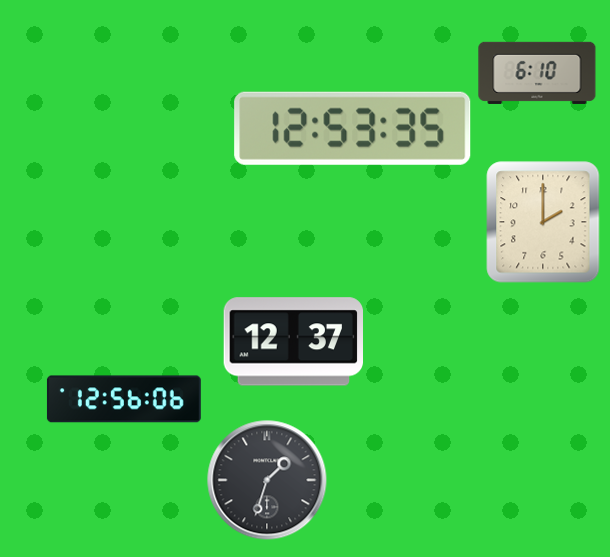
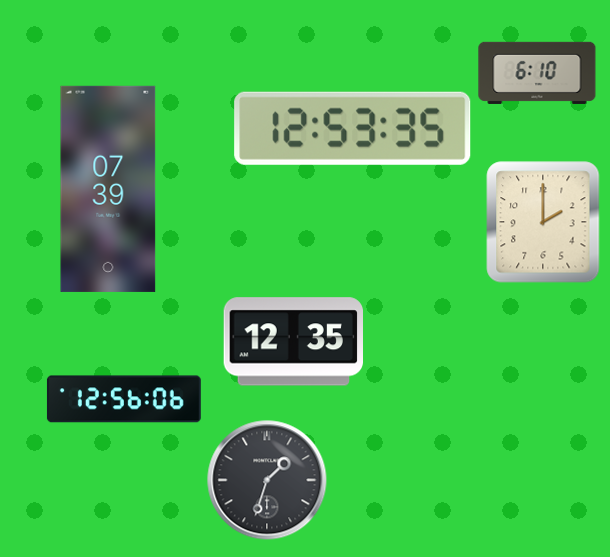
clock at (108, 189): none -> 07:39
clock at (293, 342): 12:37 -> 12:35
